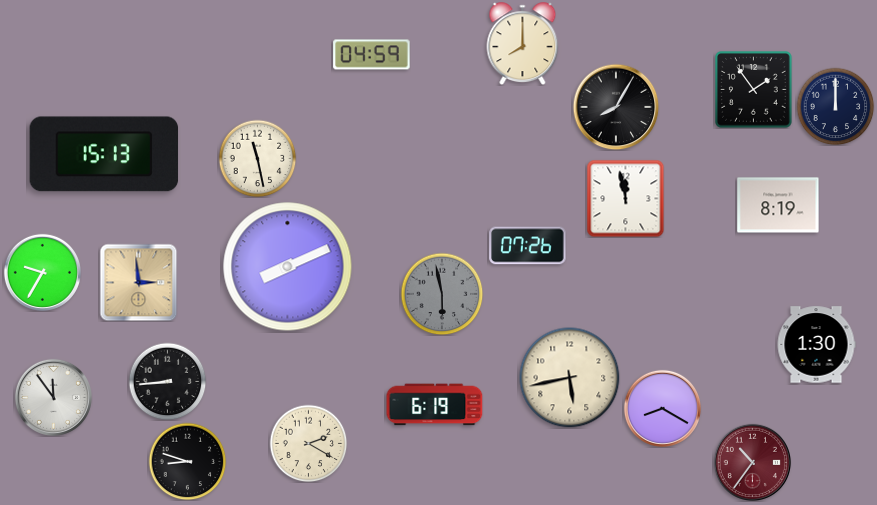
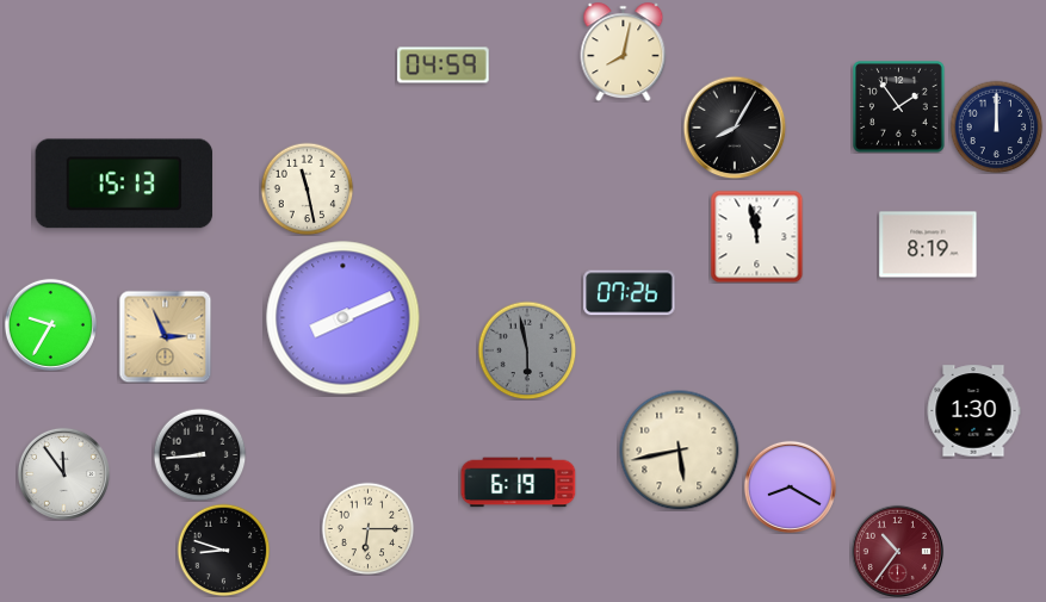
clock at (523, 44): 8:00 -> 8:02
clock at (625, 198) position: (625, 198) -> (756, 236)
clock at (138, 282): 2:59 -> 2:56
clock at (308, 443): 2:20 -> 6:15
